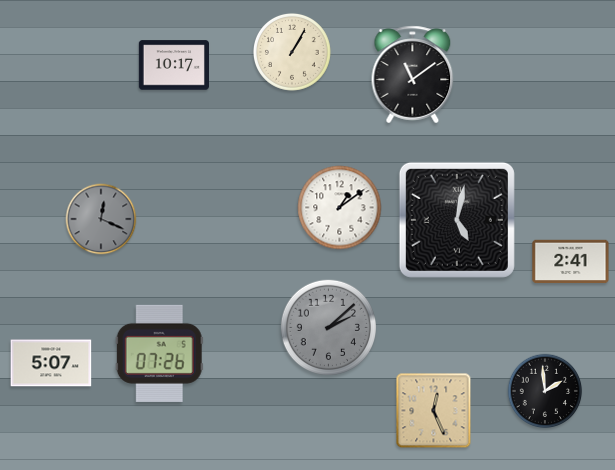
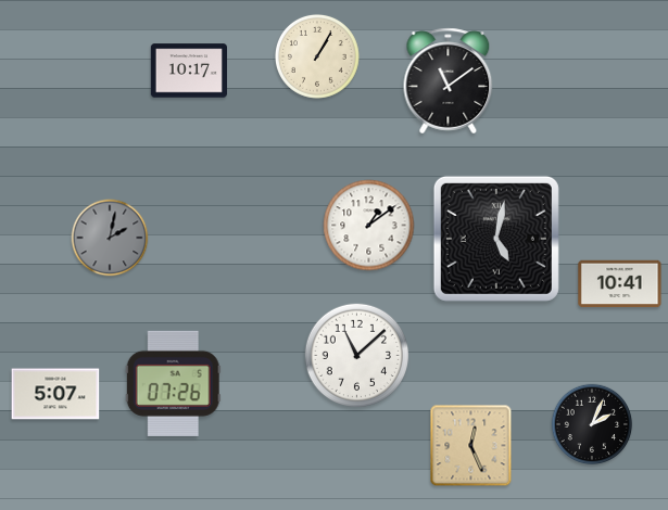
clock at (101, 219): 12:19 -> 2:02
clock at (571, 262): 2:41 -> 10:41
clock at (328, 327): 2:08 -> 11:08
clock at (328, 327) dial: grey -> white
clock at (545, 391): 1:59 -> 2:04
